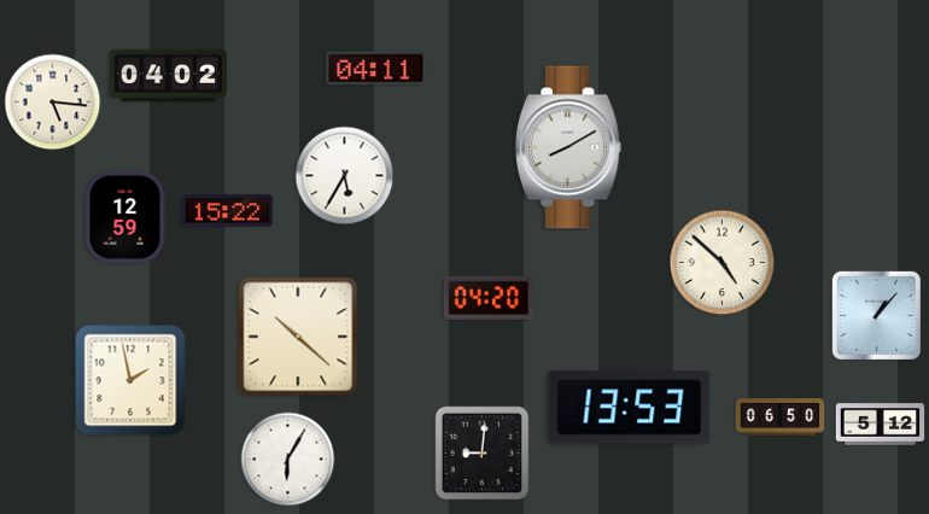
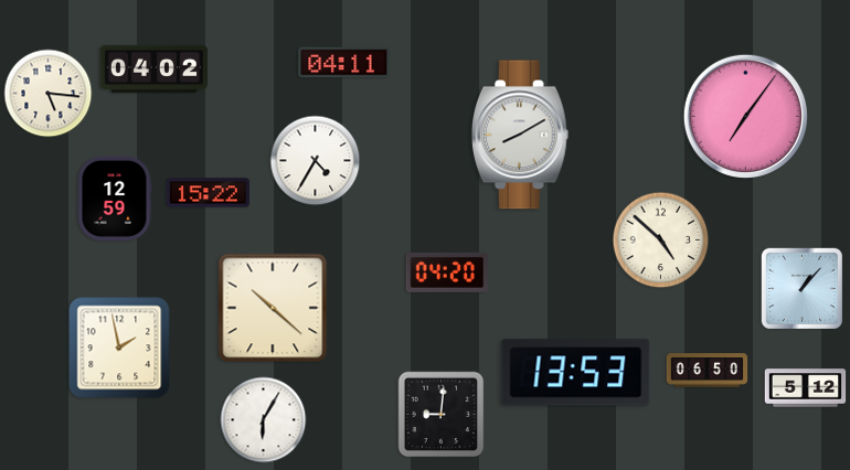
clock at (745, 116): none -> 7:06
clock at (345, 176): 5:35 -> 4:35
clock at (781, 417) position: (781, 417) -> (708, 371)
